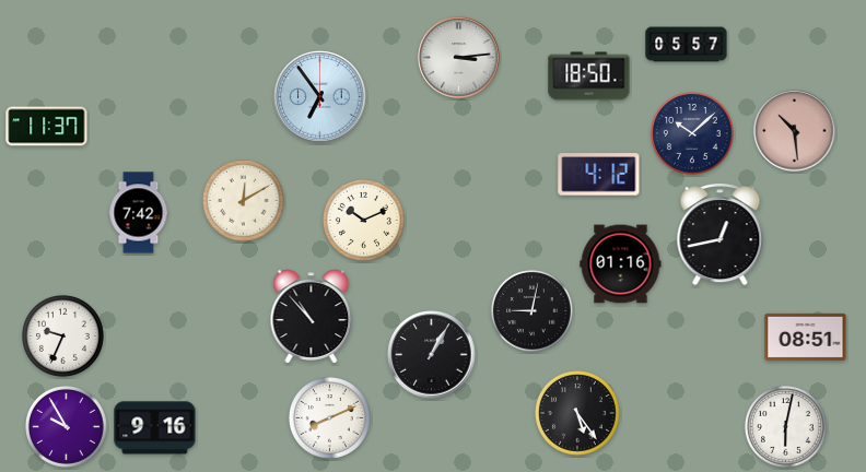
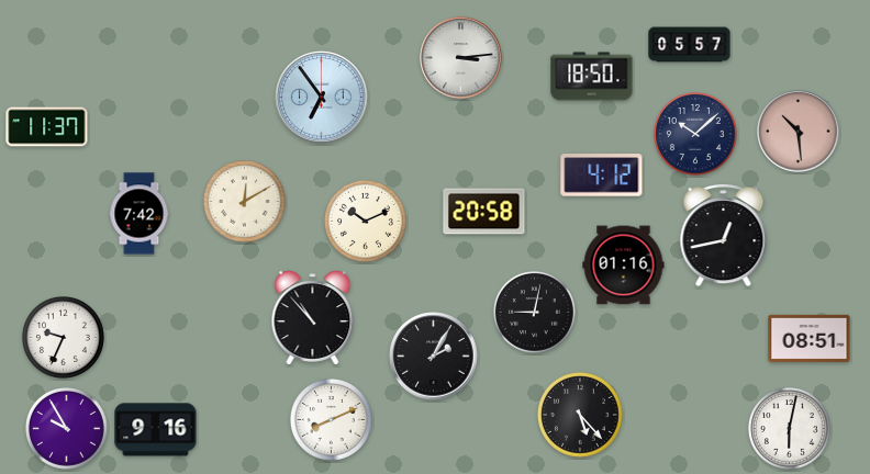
clock at (484, 212): none -> 20:58
clock at (432, 355): 1:05 -> 2:05
clock at (578, 414): 5:24 -> 5:23
